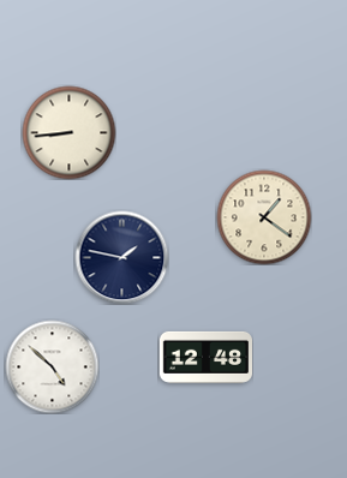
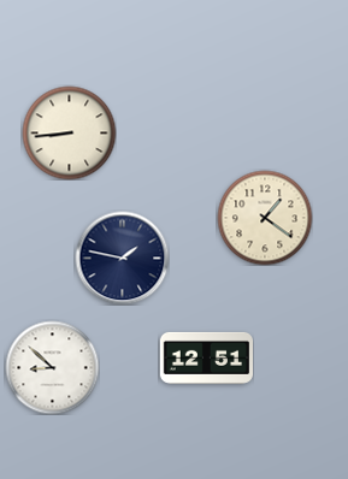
clock at (205, 357): 12:48 -> 12:51
clock at (52, 366): 4:52 -> 8:52
